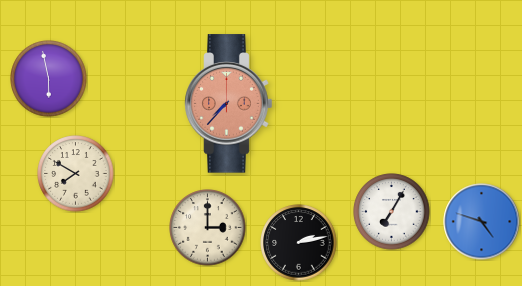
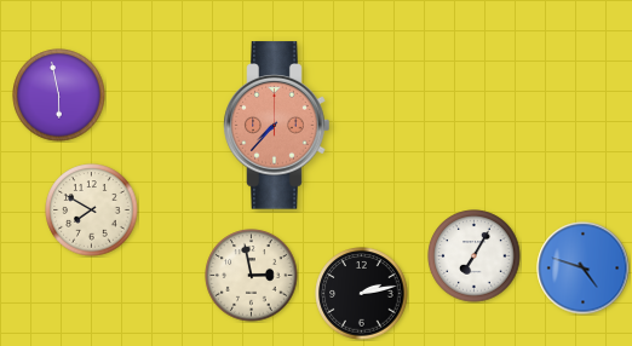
clock at (208, 228): 3:00 -> 2:58
